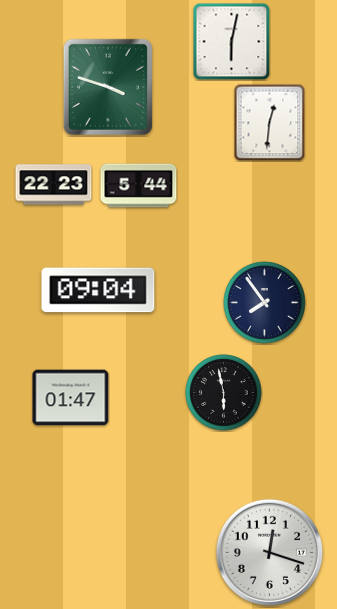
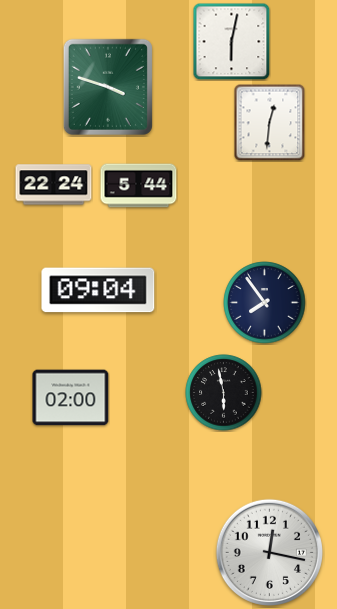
clock at (54, 185): 22:23 -> 22:24
clock at (71, 398): 01:47 -> 02:00
clock at (269, 552): 12:18 -> 12:17
